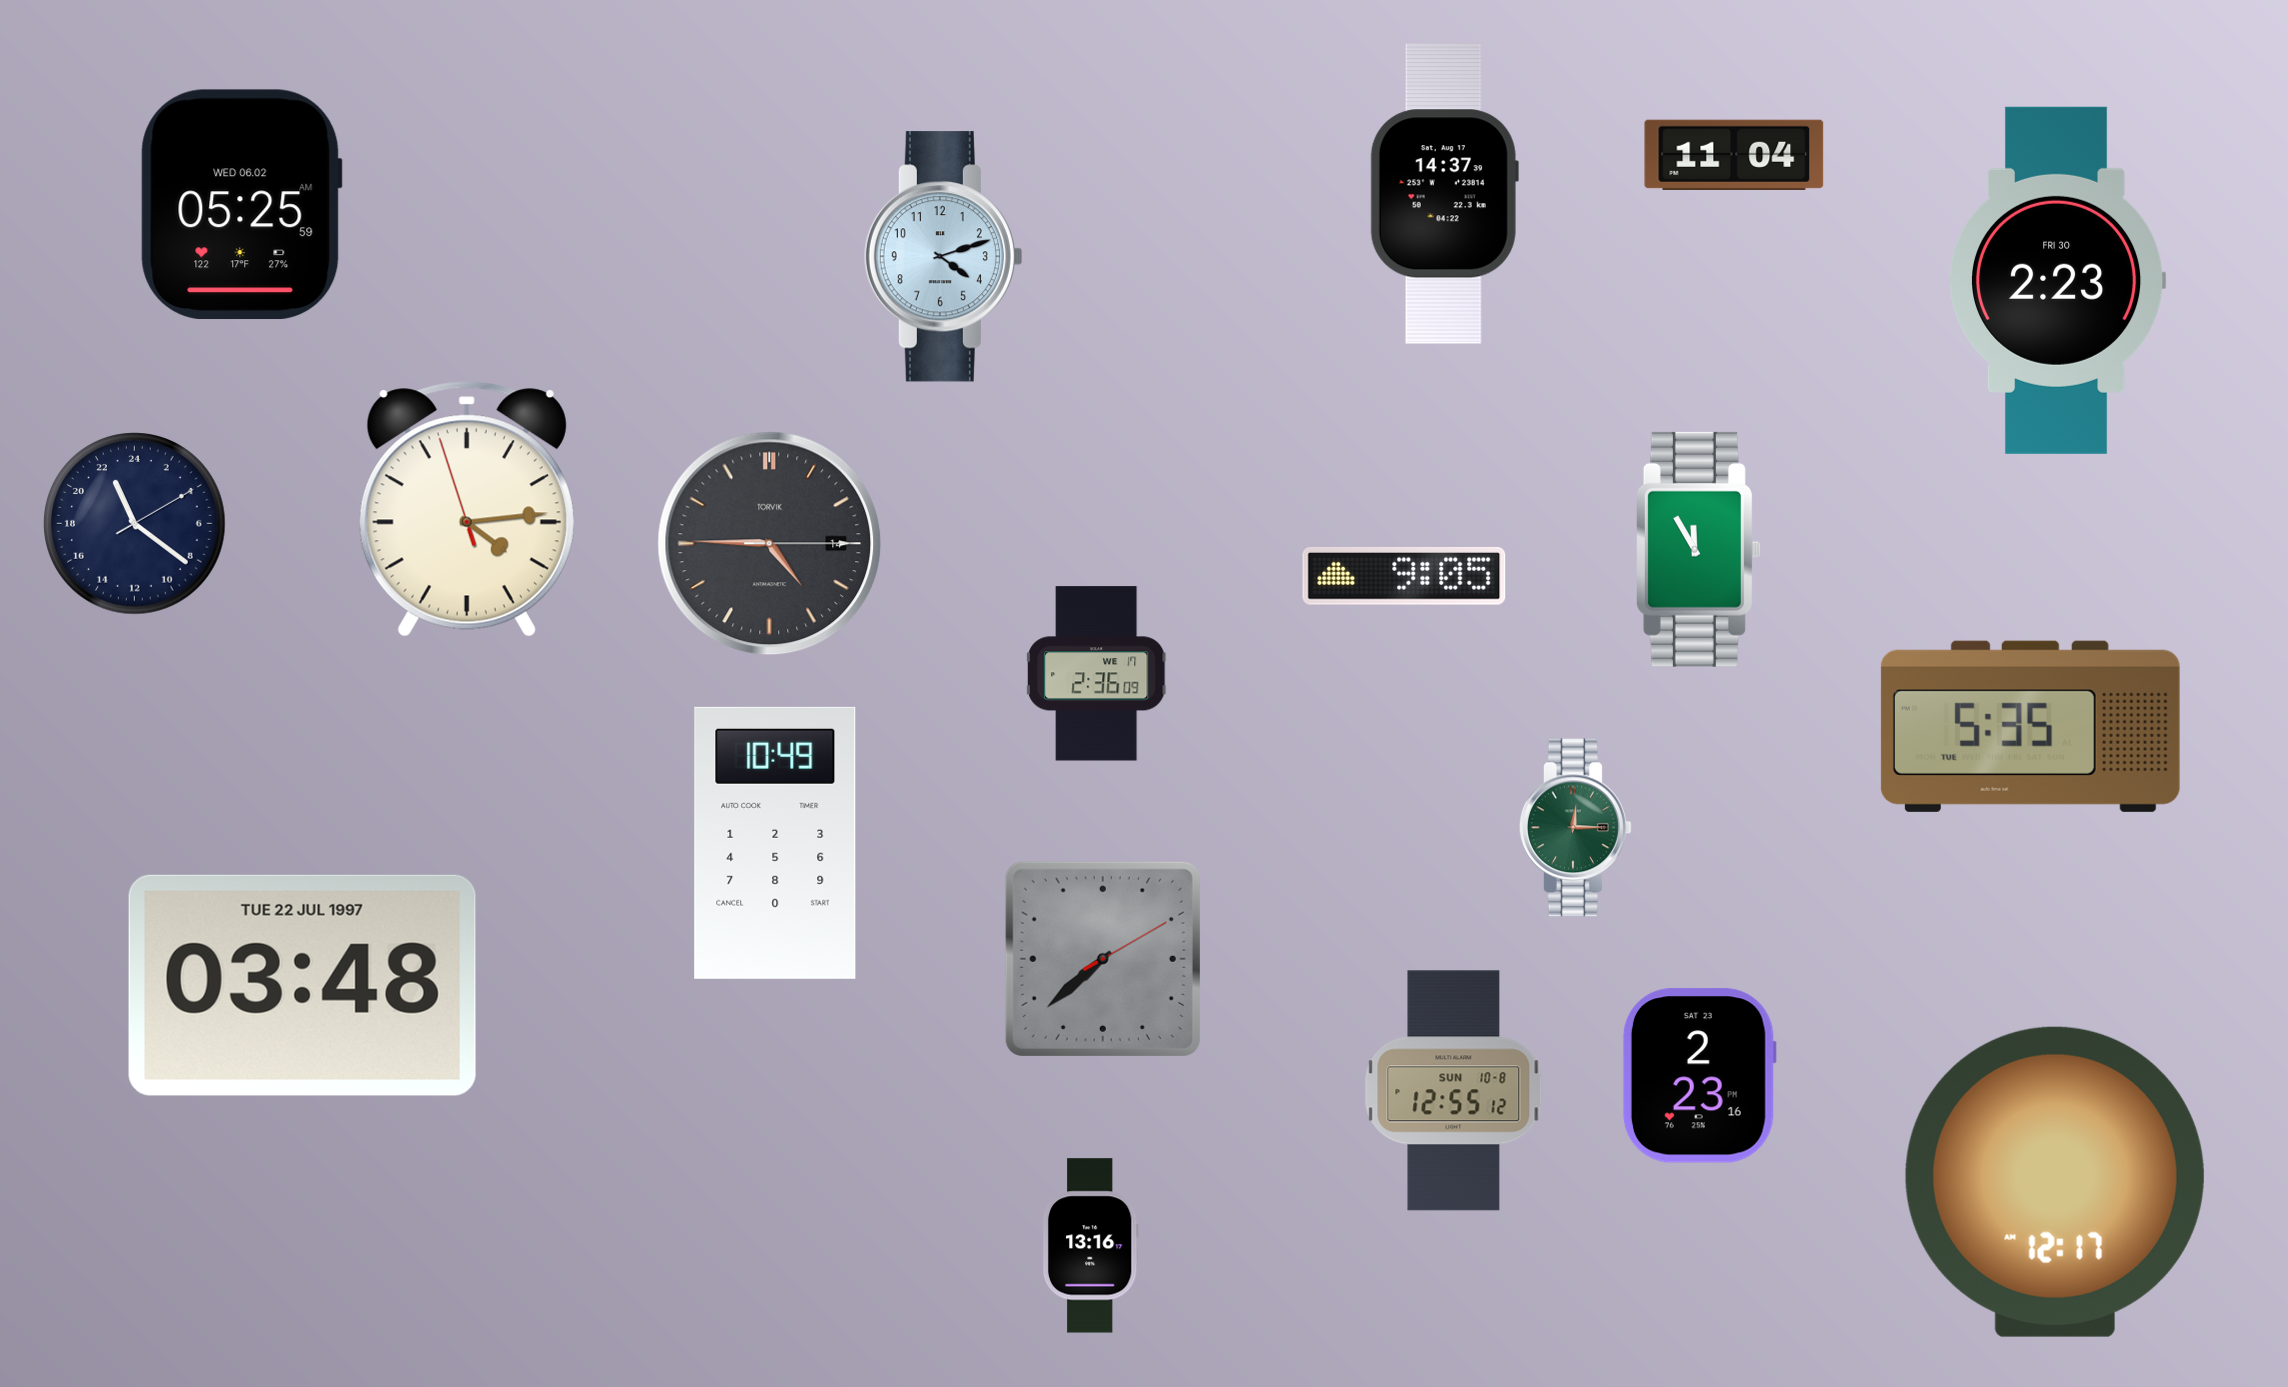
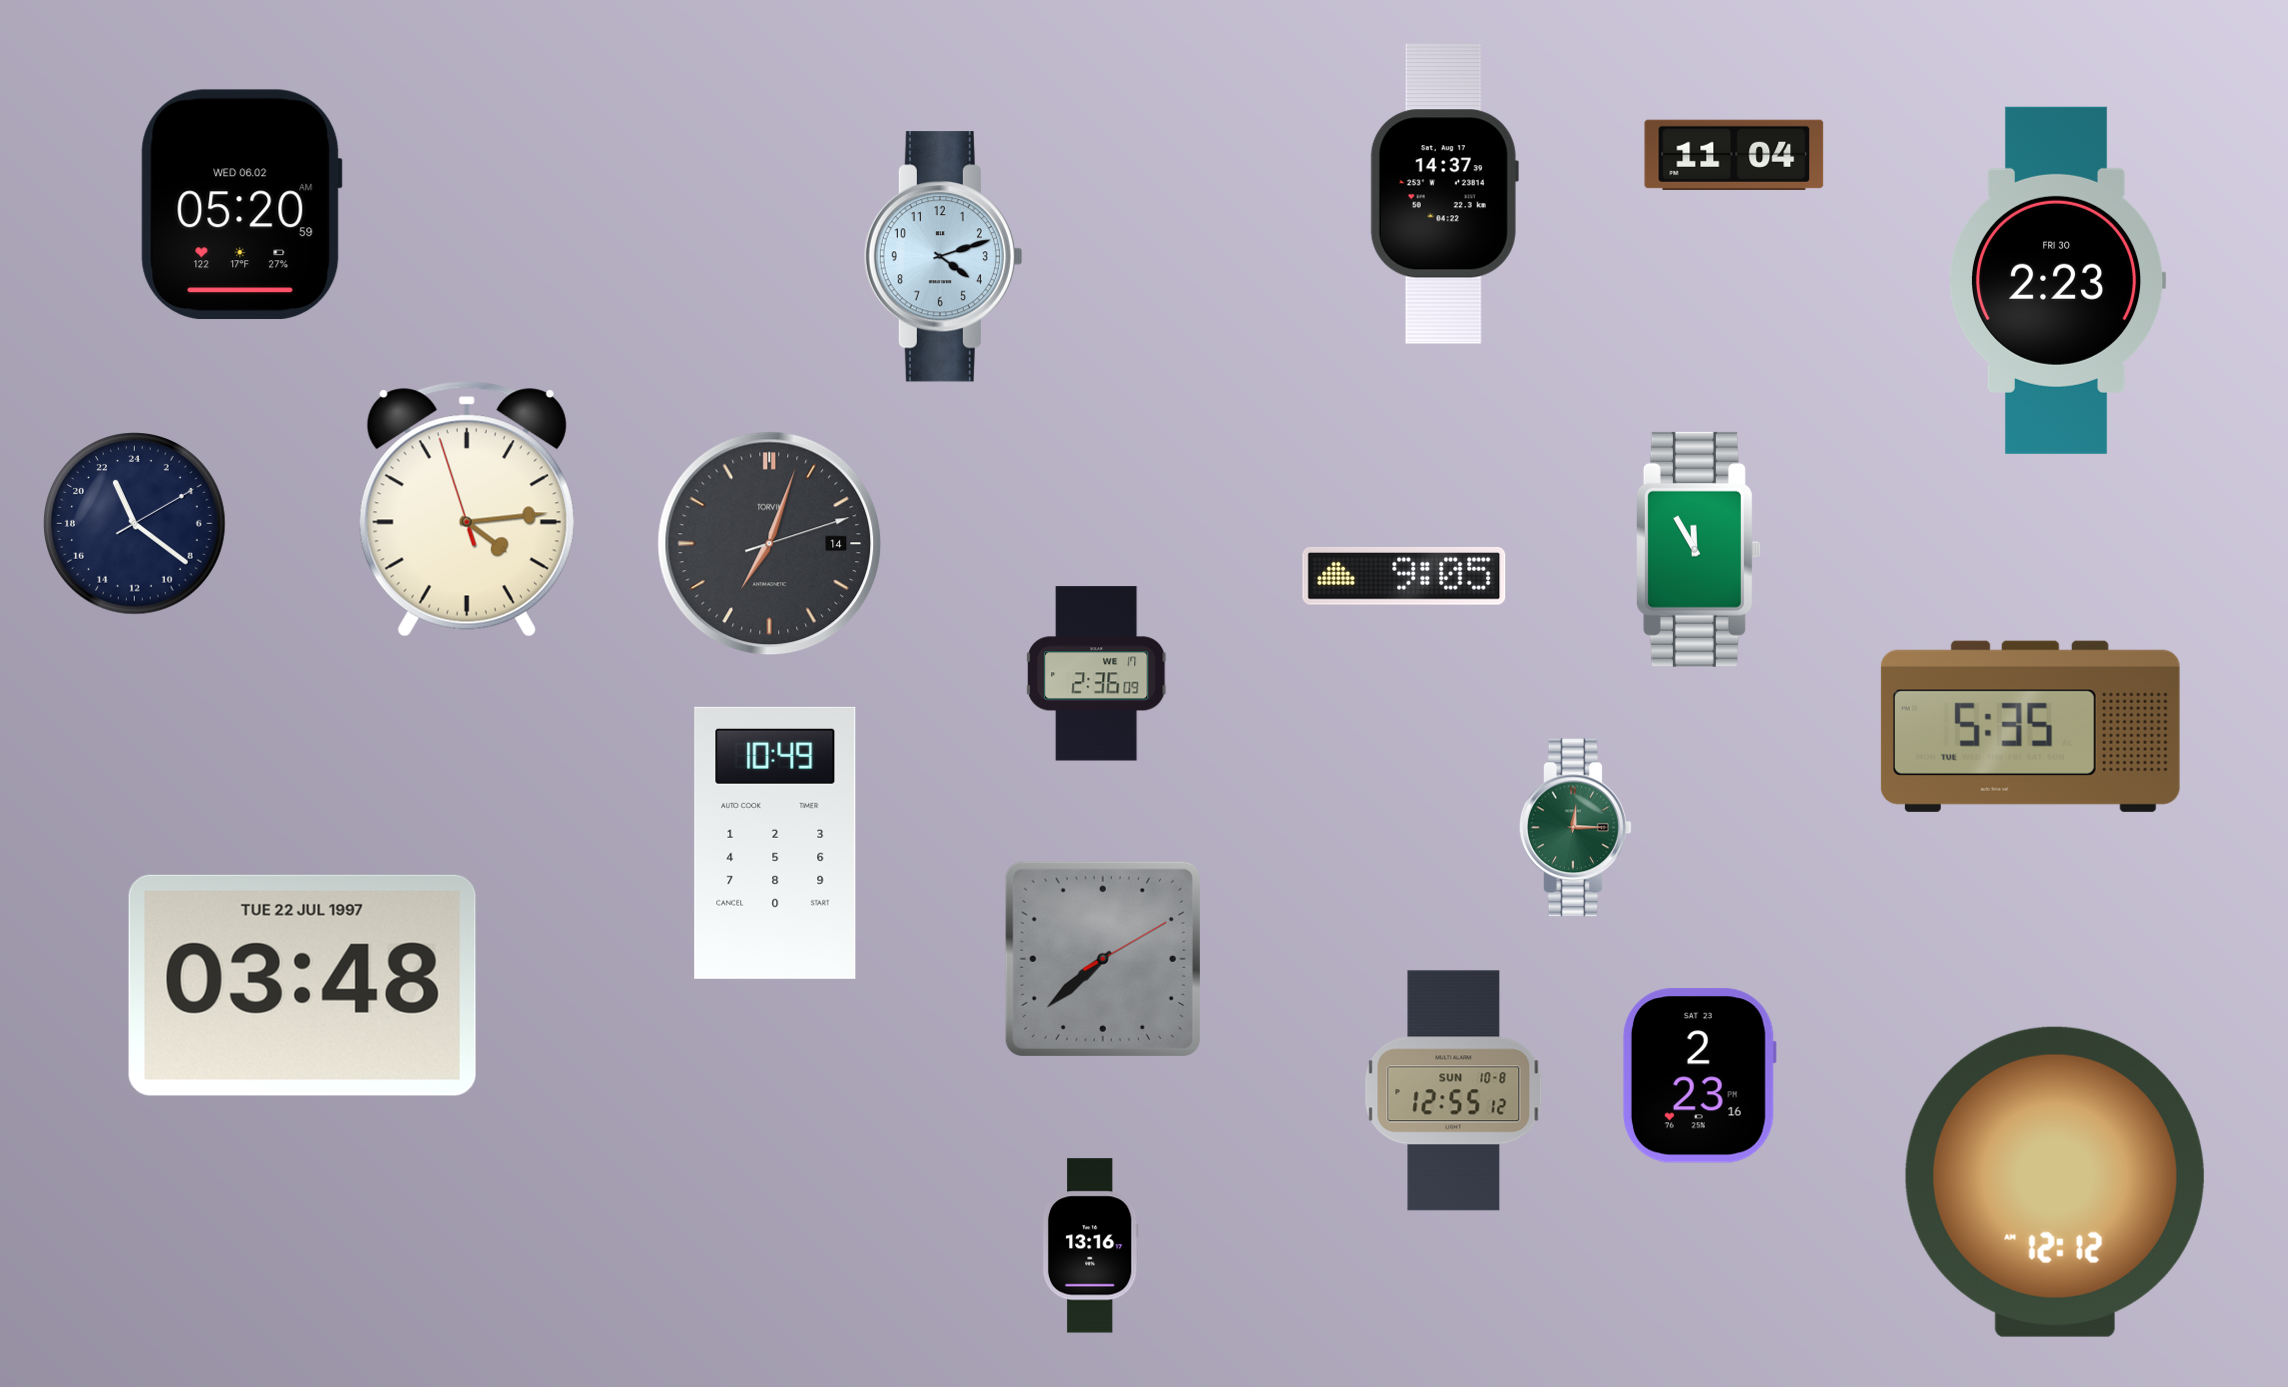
clock at (241, 205): 05:25 -> 05:20
clock at (770, 544): 4:45 -> 7:03
clock at (2055, 1182): 12:17 -> 12:12
